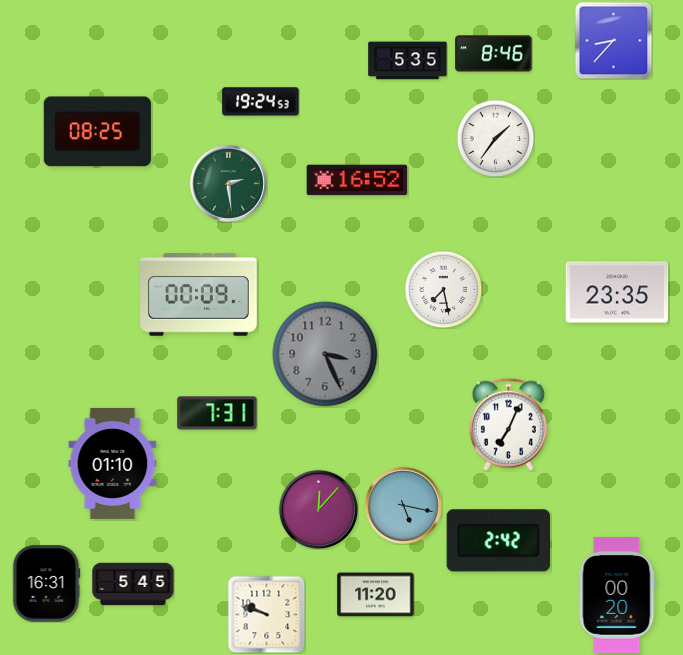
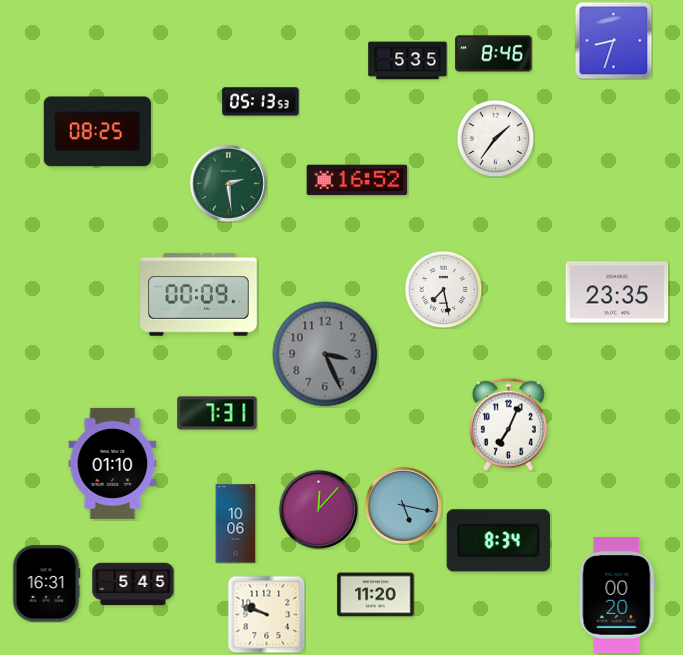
clock at (613, 40): 8:37 -> 8:33
clock at (261, 102): 19:24 -> 05:13
clock at (236, 524): none -> 10:06
clock at (498, 541): 2:42 -> 8:34
